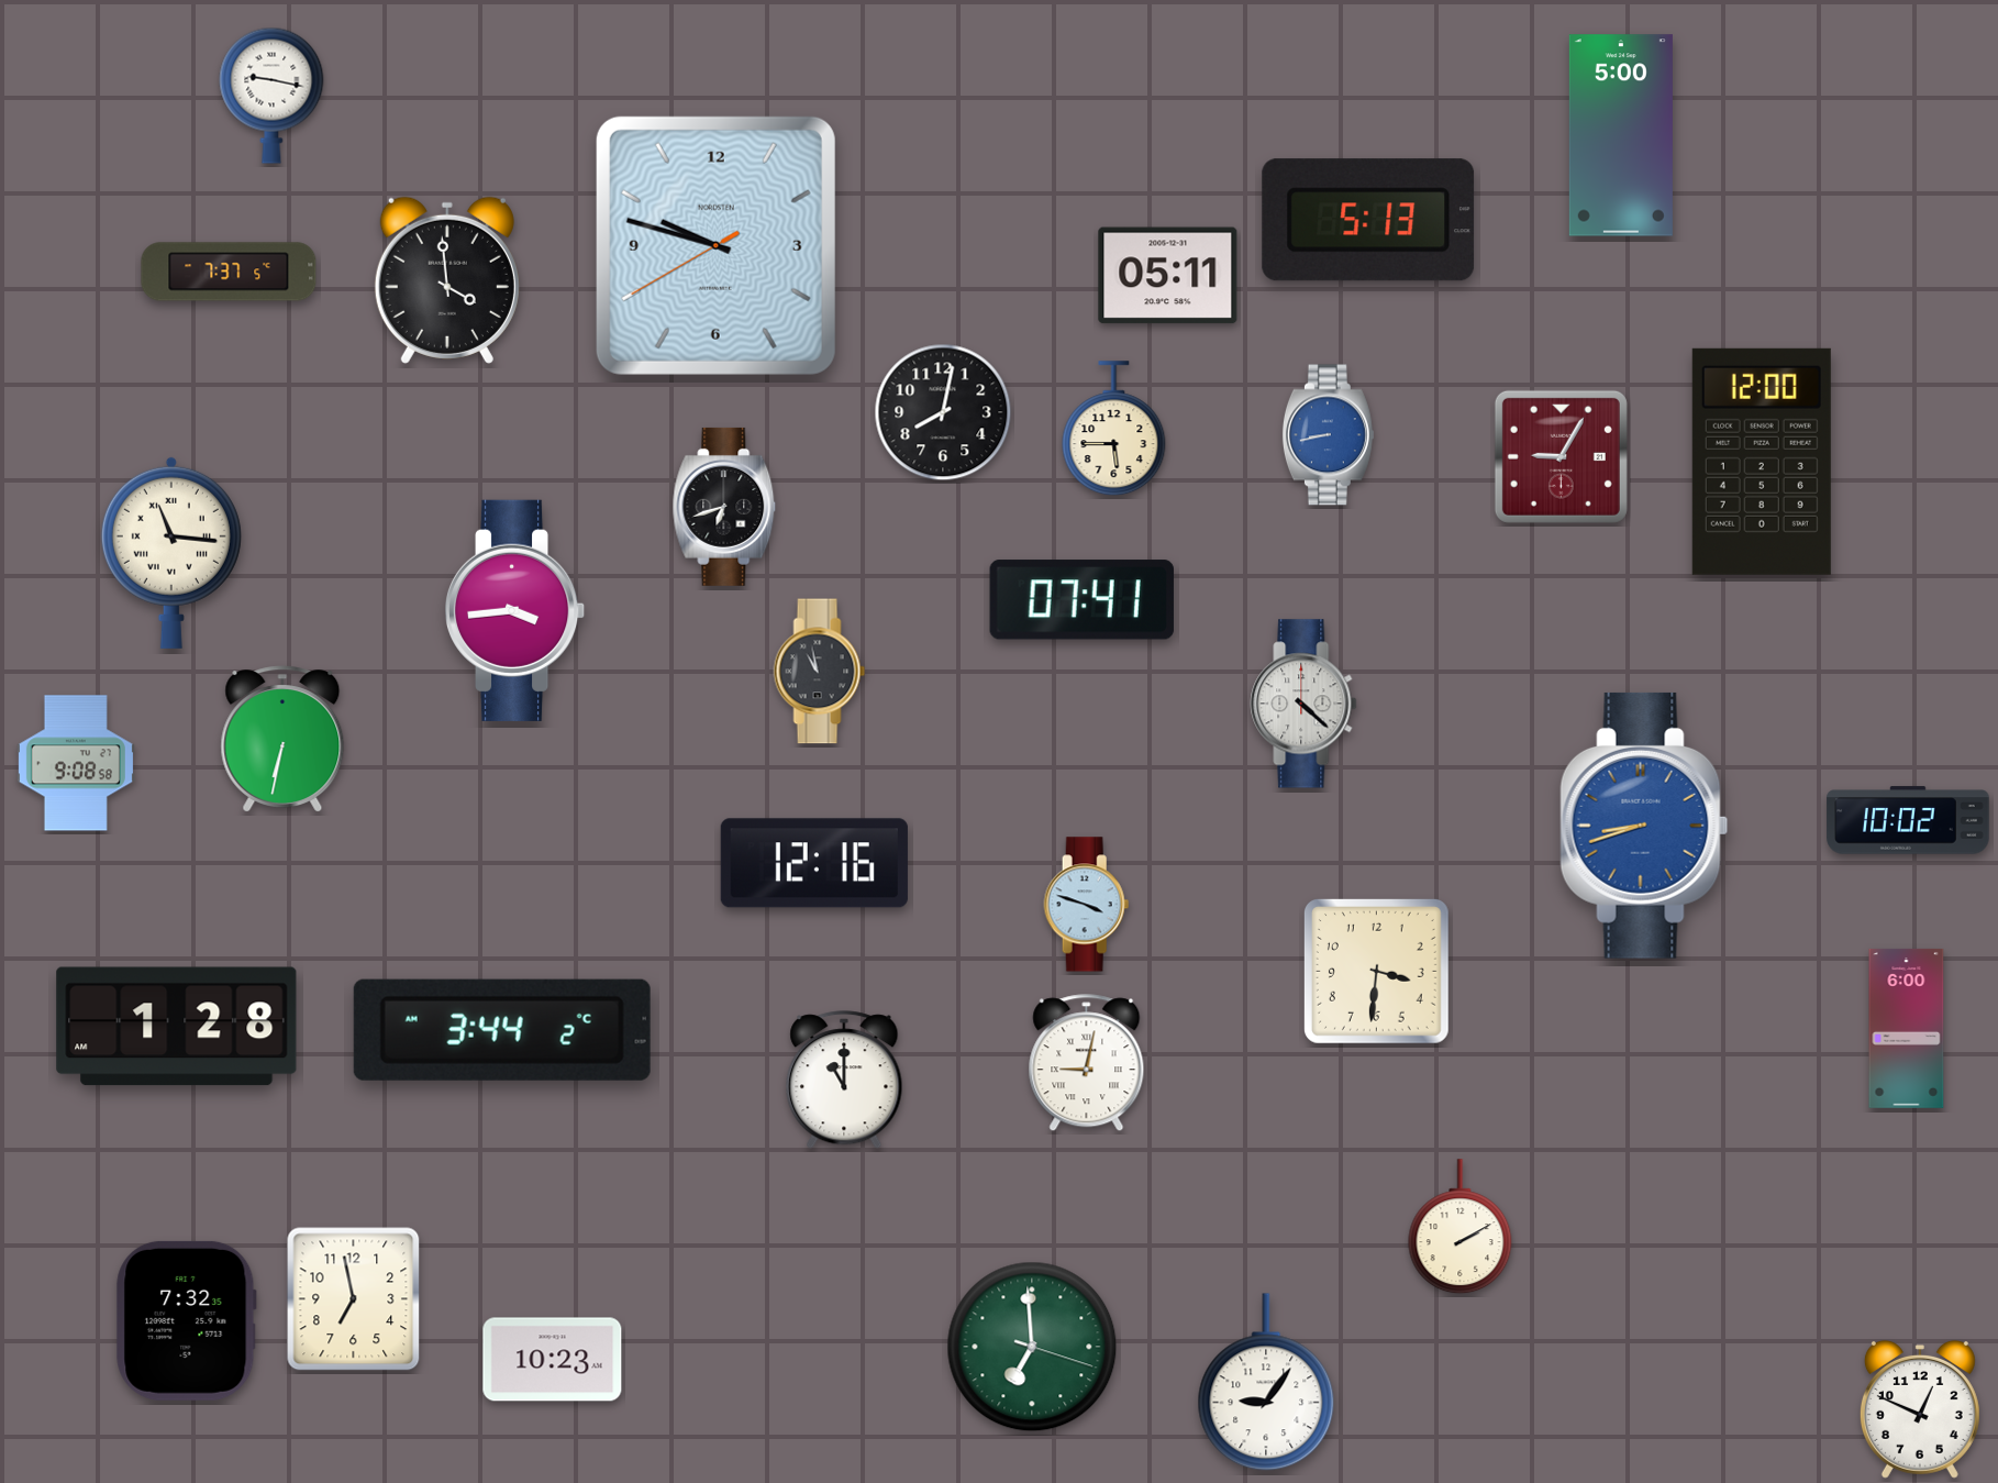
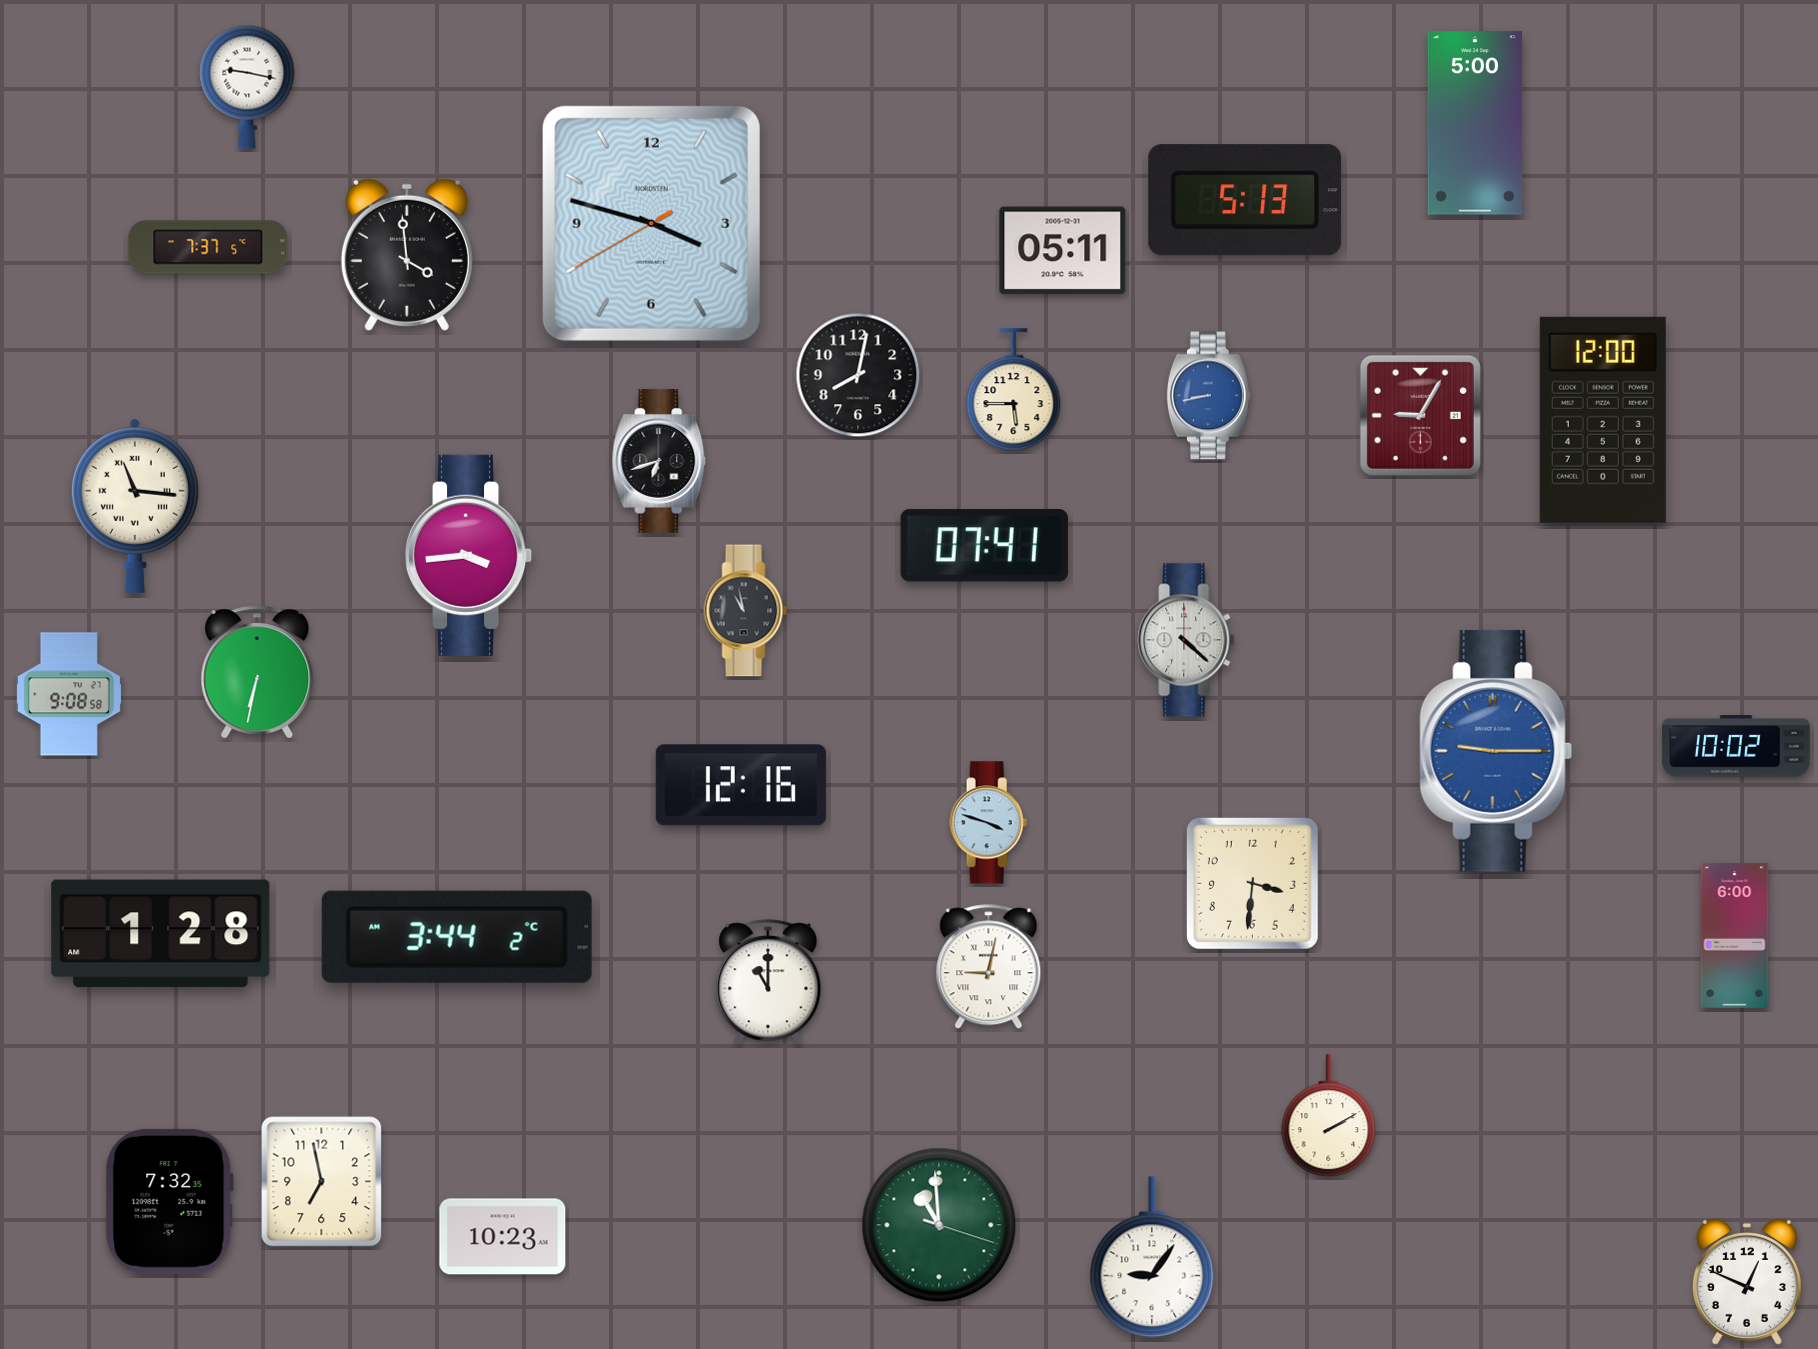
clock at (715, 245): 9:47 -> 3:47
clock at (171, 553) position: (171, 553) -> (135, 506)
clock at (1644, 826): 8:42 -> 9:15
clock at (1032, 1347): 6:59 -> 10:59
